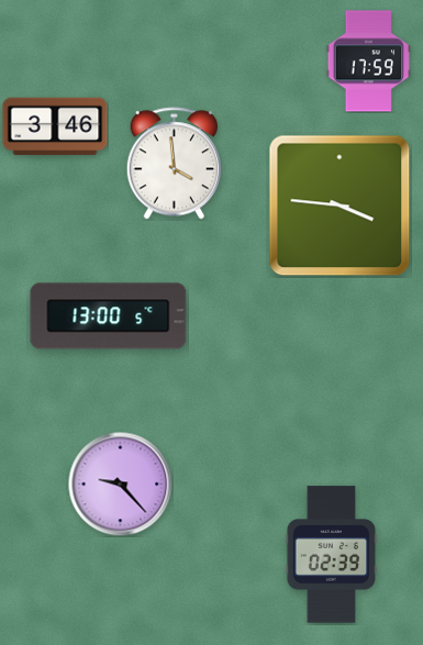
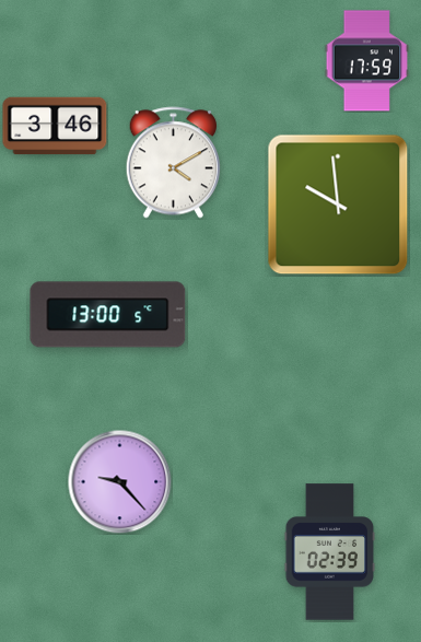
clock at (174, 164): 3:59 -> 4:10
clock at (339, 205): 3:46 -> 9:59
